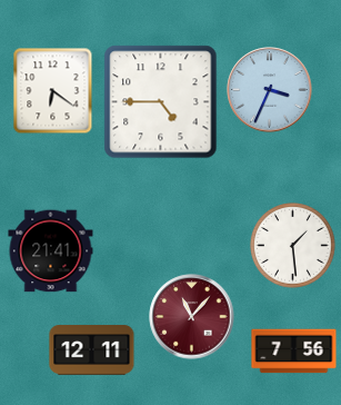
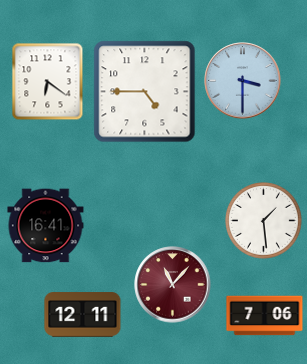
clock at (270, 90): 3:34 -> 3:30
clock at (51, 251): 21:41 -> 16:41
clock at (294, 352): 7:56 -> 7:06
